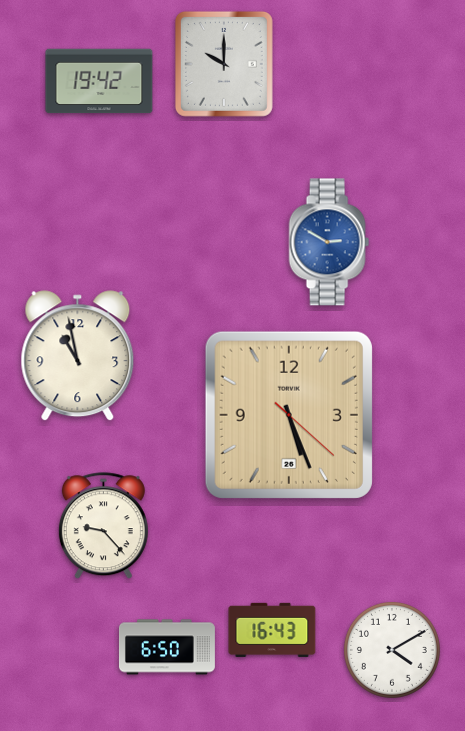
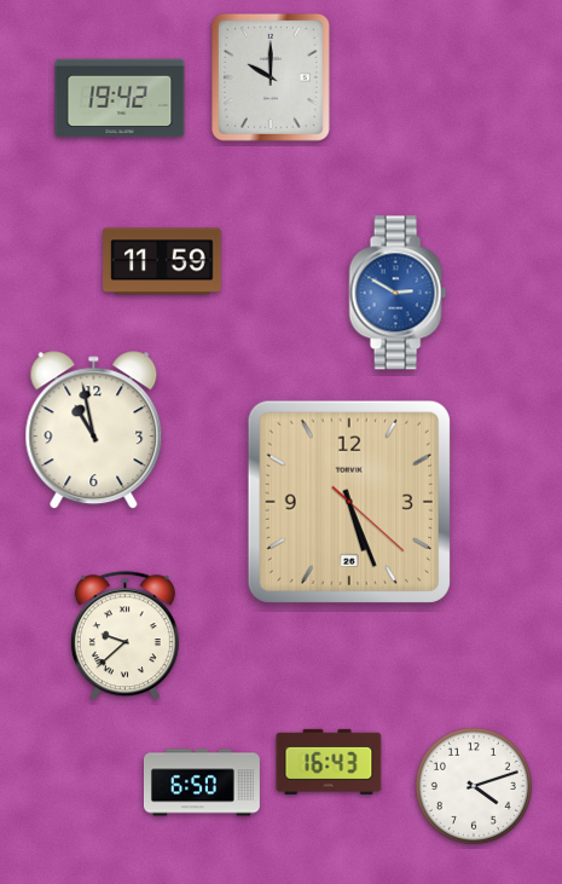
clock at (162, 261): none -> 11:59
clock at (103, 526): 9:23 -> 9:38
clock at (392, 650): 4:10 -> 4:12
